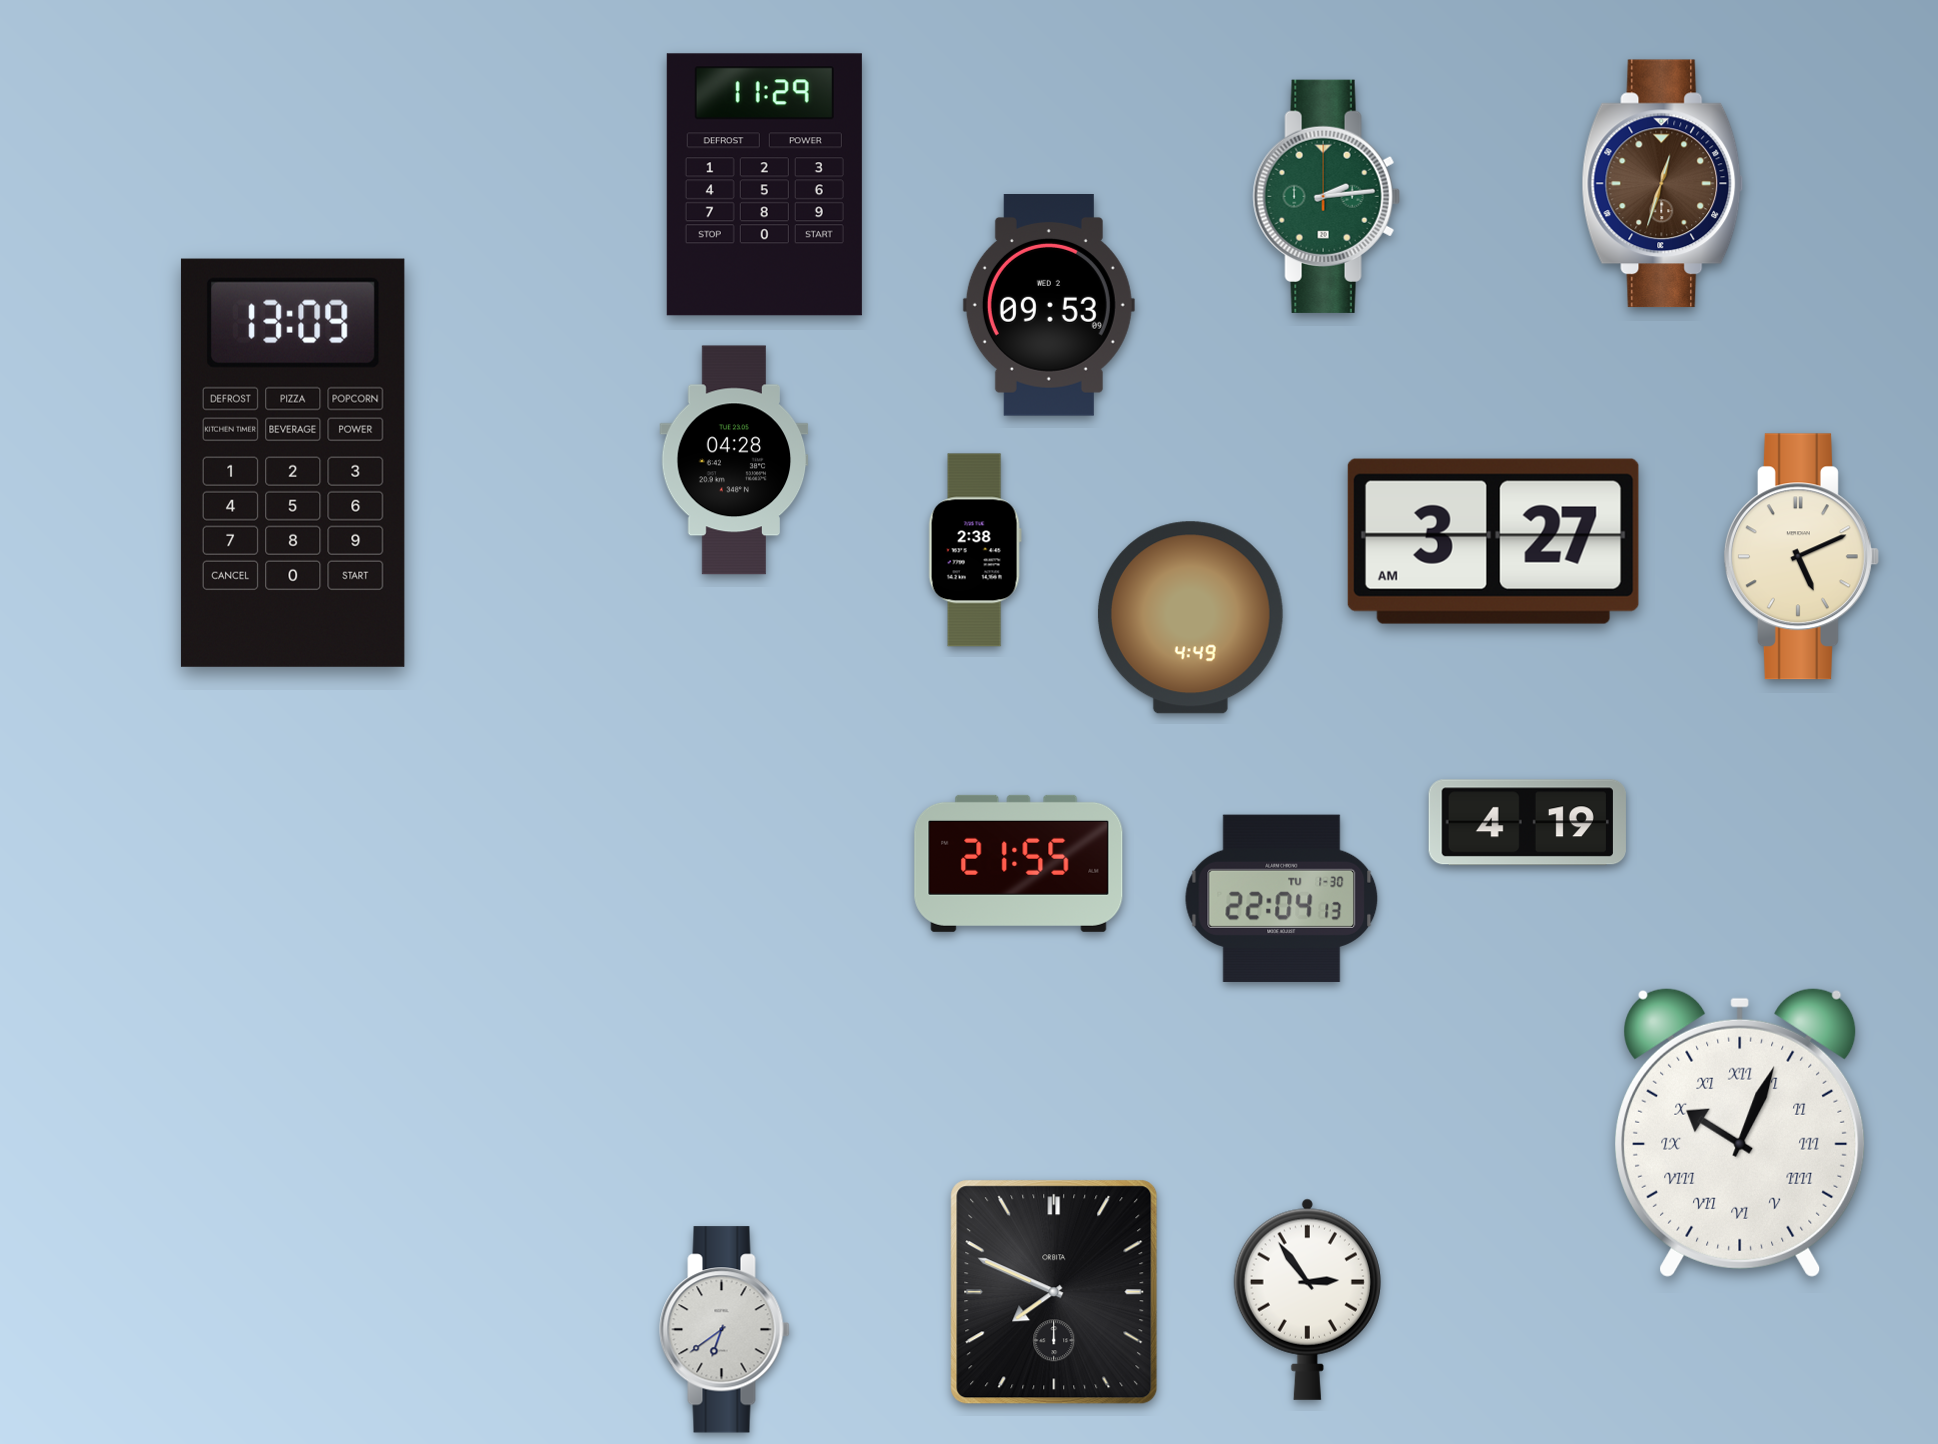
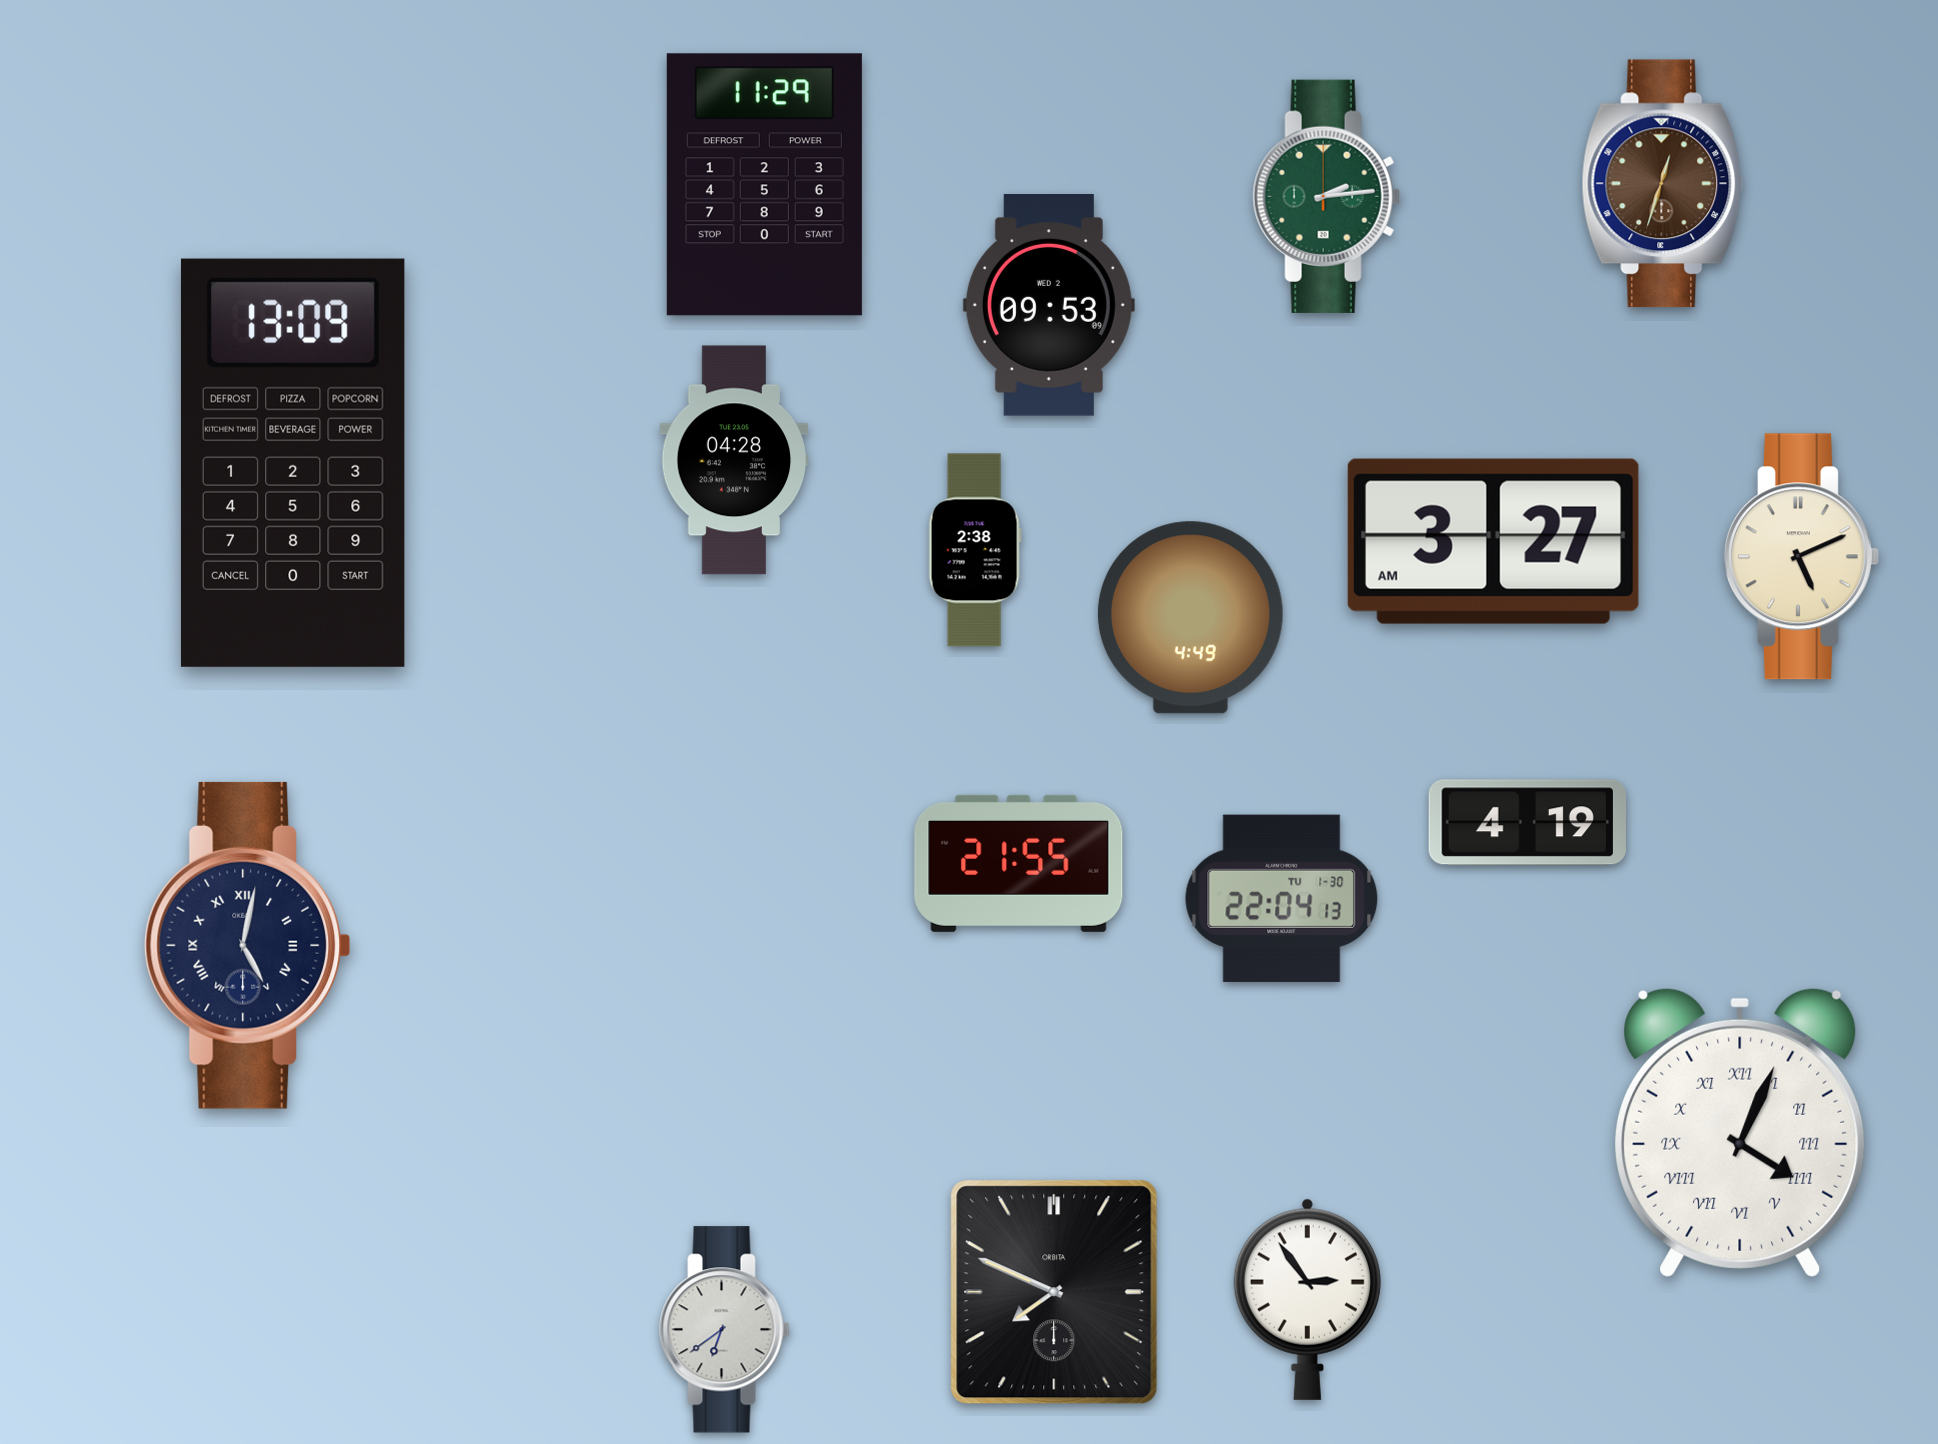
clock at (248, 945): none -> 5:02
clock at (1740, 1132): 10:04 -> 4:04
